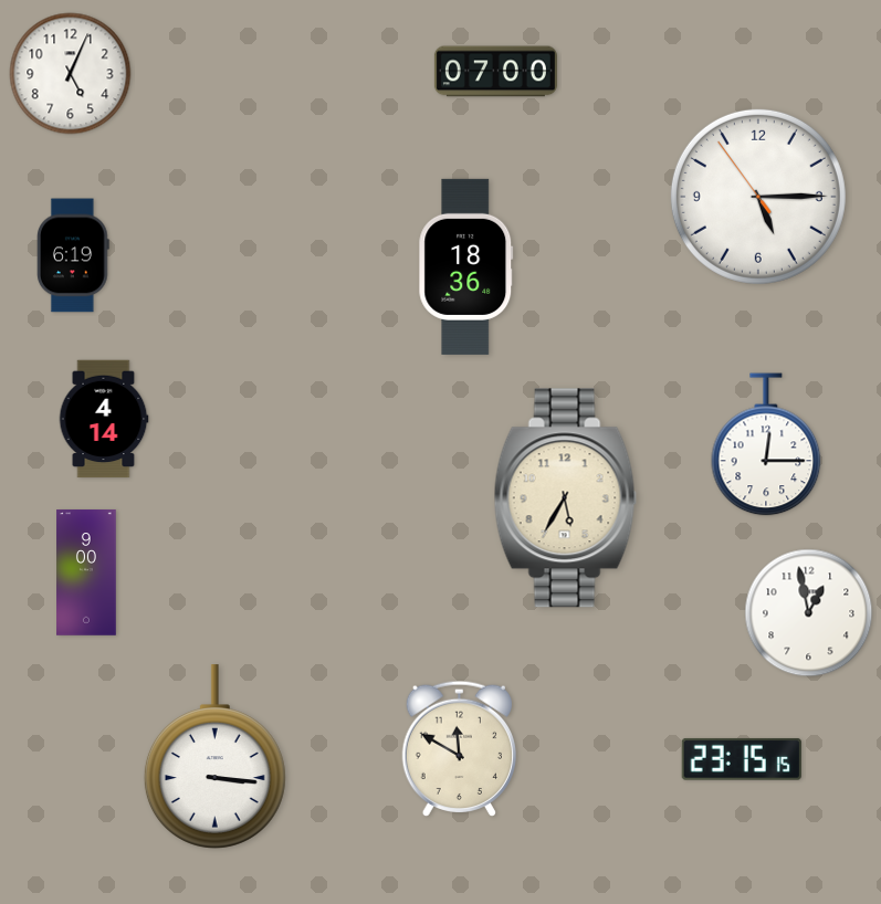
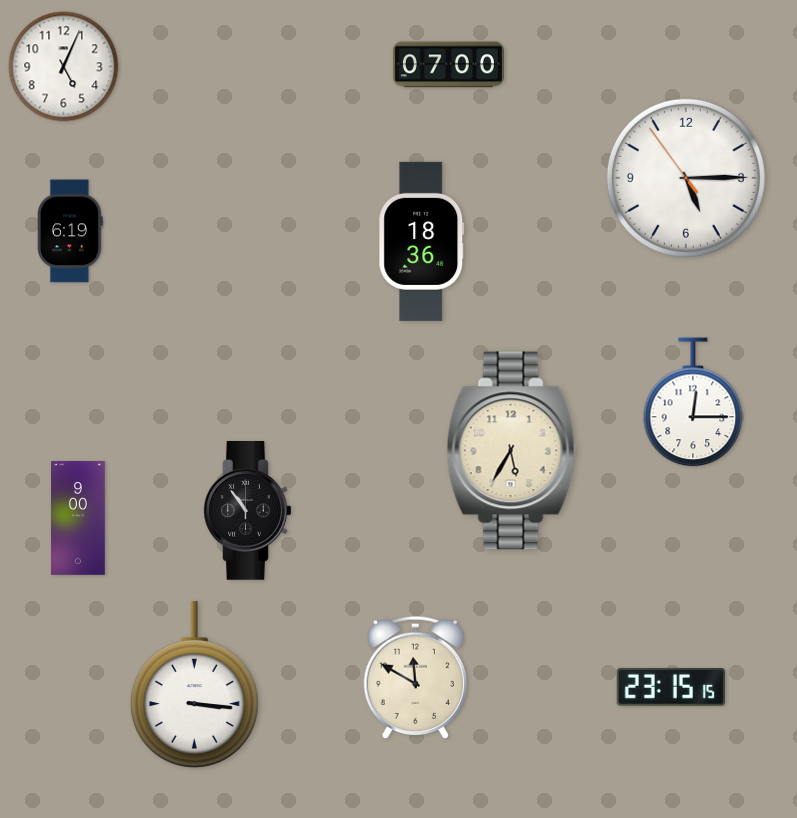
clock at (74, 255) position: (74, 255) -> (71, 231)
clock at (104, 419): 4:14 -> none
clock at (248, 511): none -> 10:54
clock at (809, 613): 12:58 -> none
